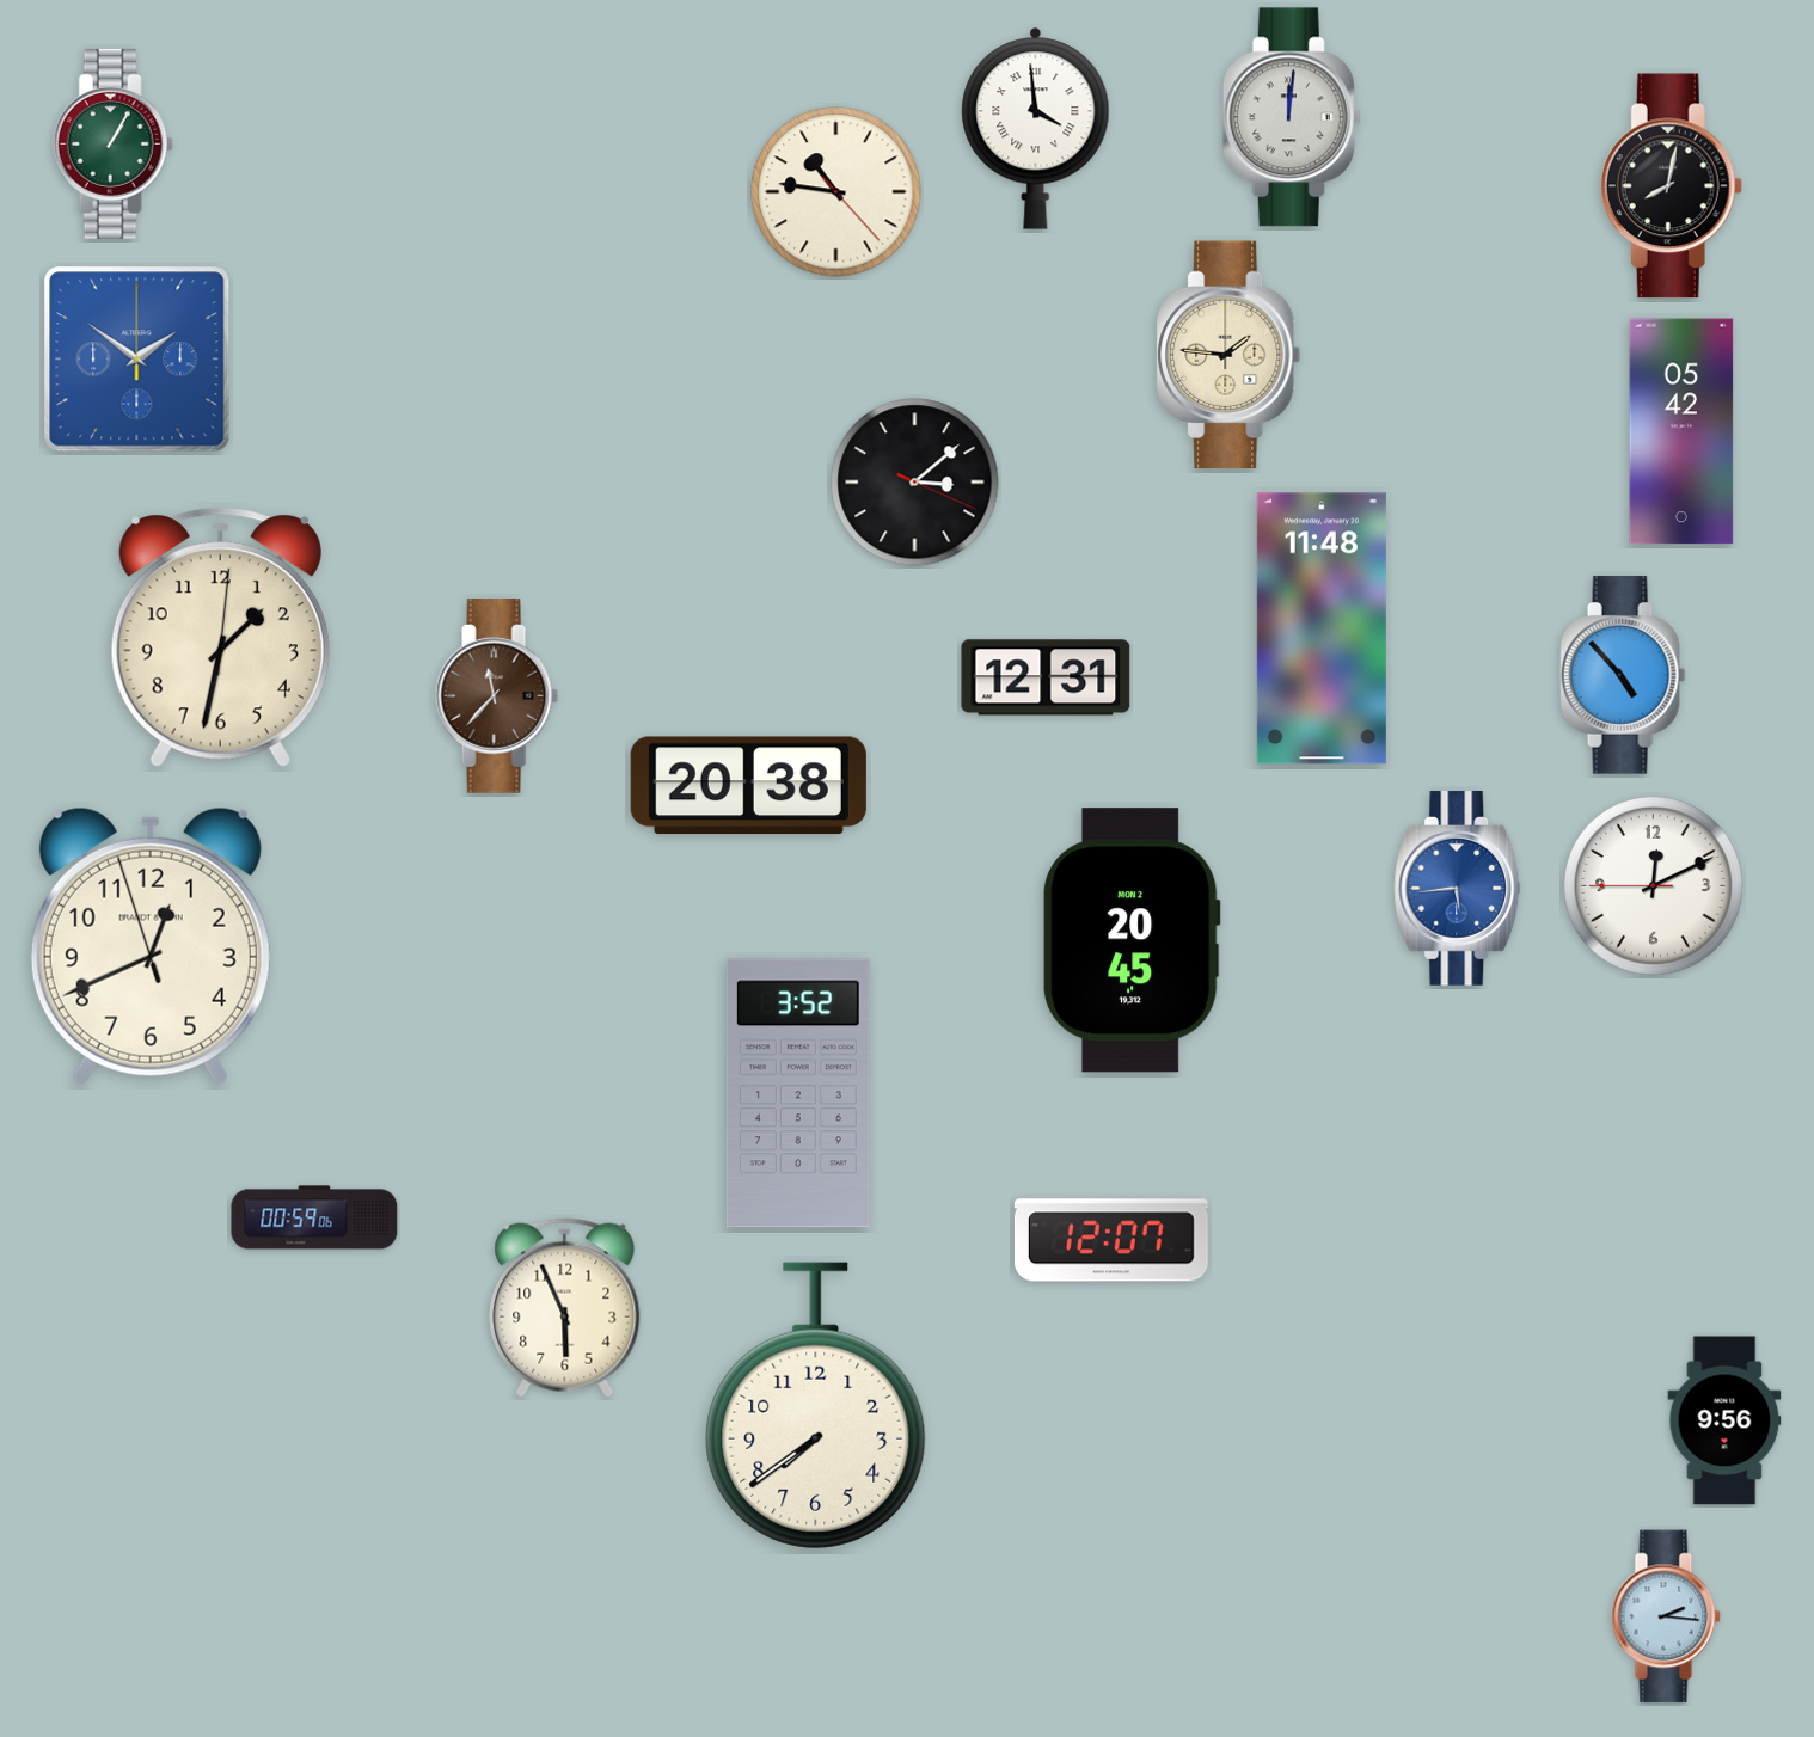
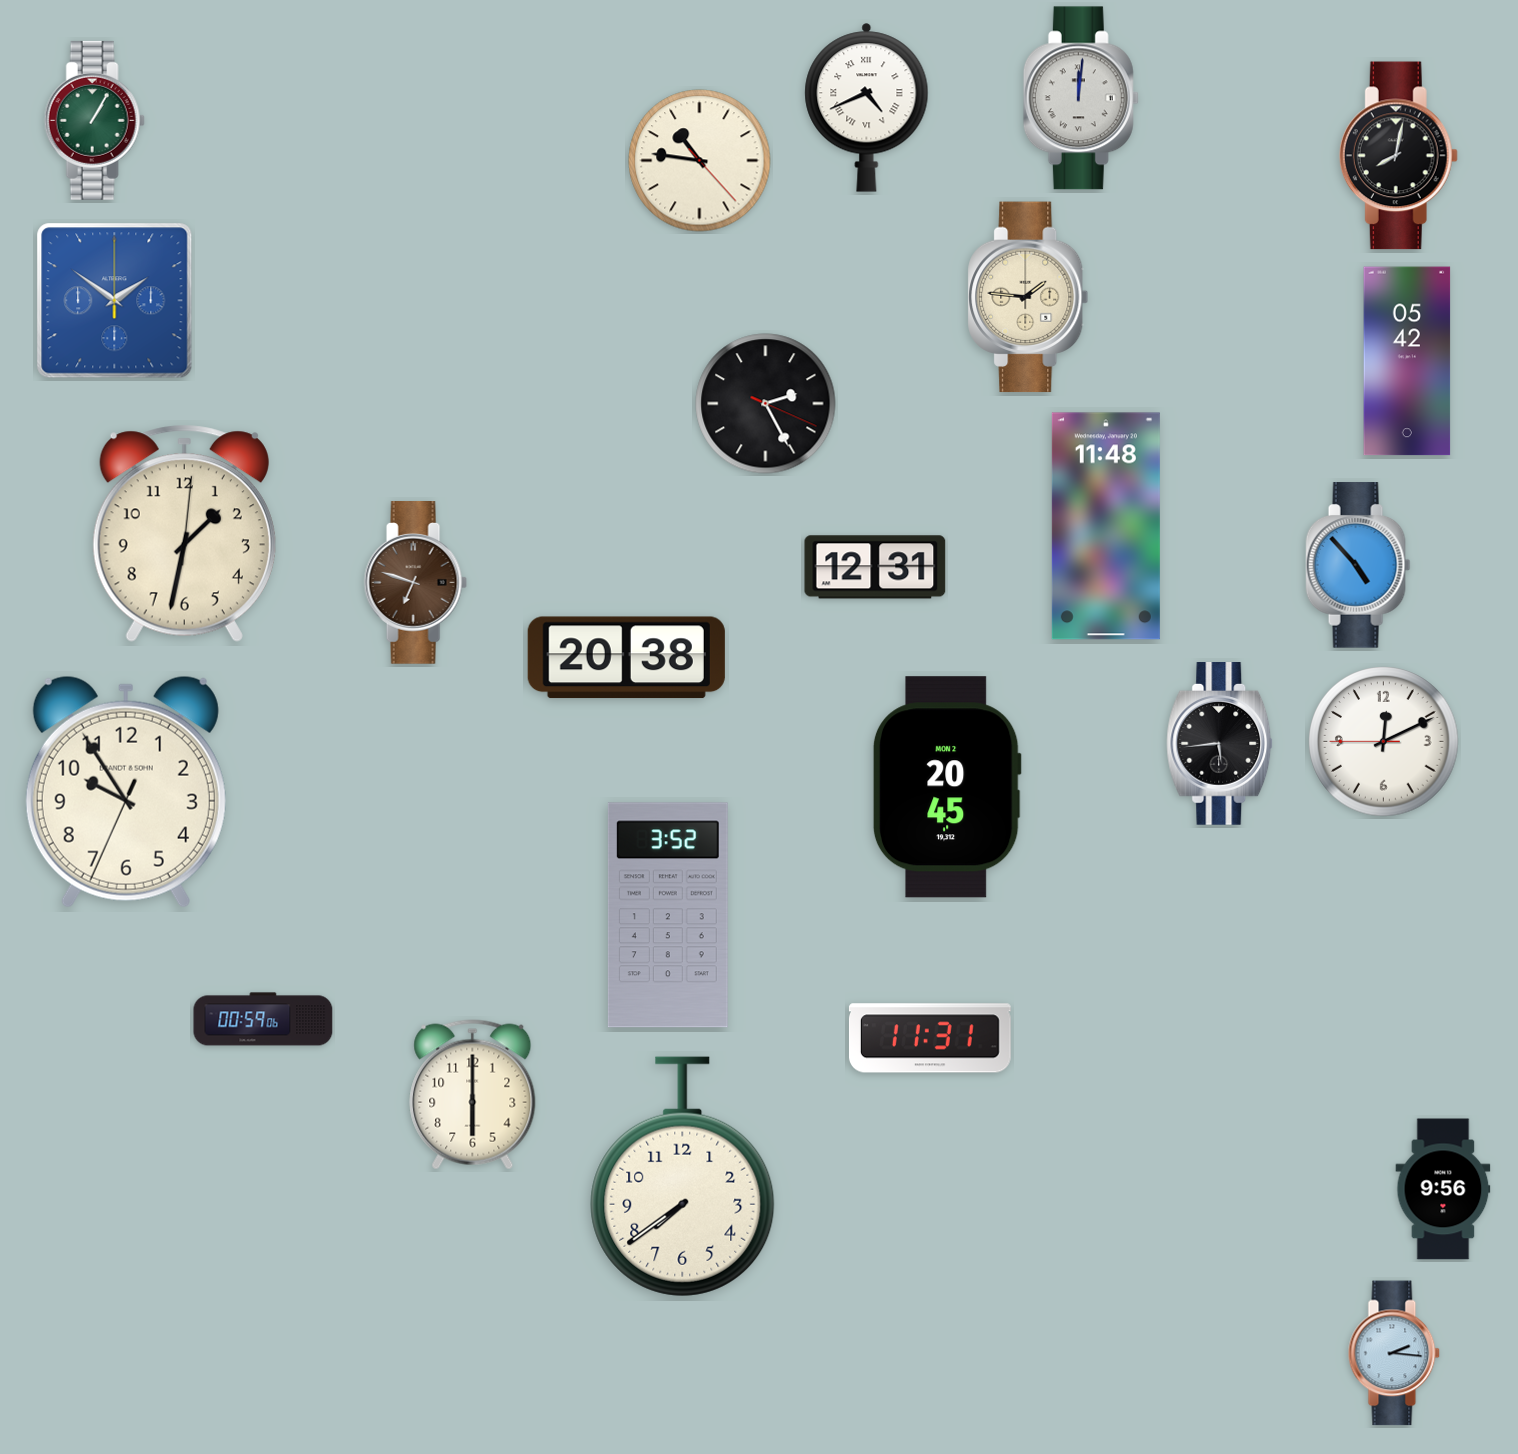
clock at (1036, 128): 3:59 -> 4:41
clock at (915, 483): 3:08 -> 2:25
clock at (496, 696): 11:37 -> 6:48
clock at (1458, 889) dial: blue -> black
clock at (151, 946): 12:40 -> 9:54
clock at (1111, 1240): 12:07 -> 11:31
clock at (565, 1308): 5:56 -> 6:00
